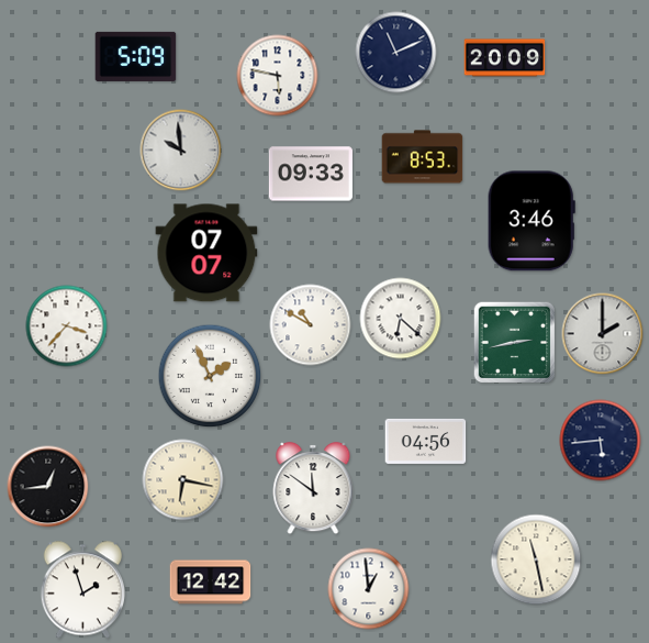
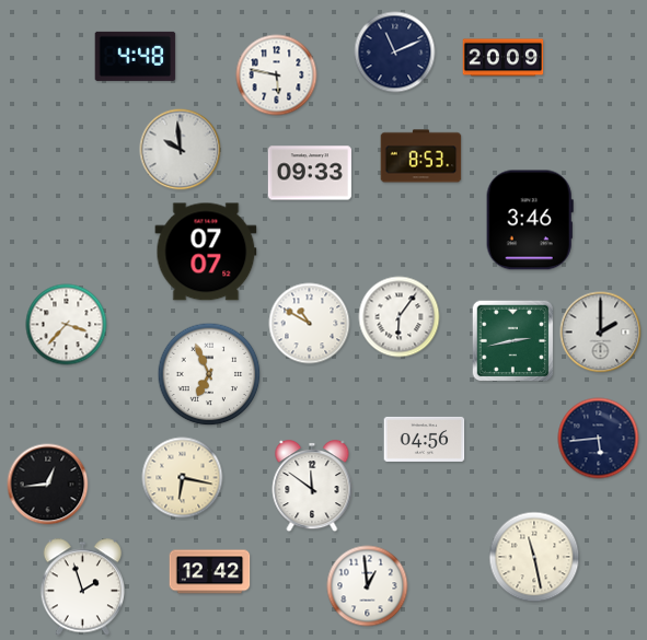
clock at (136, 56): 5:09 -> 4:48
clock at (401, 319): 6:22 -> 6:06
clock at (210, 376): 1:56 -> 6:56
clock at (211, 583) position: (211, 583) -> (210, 572)
